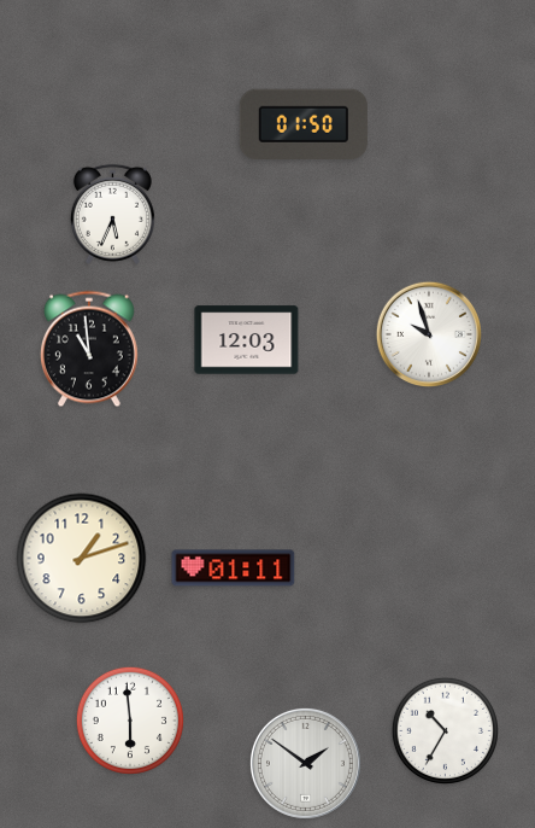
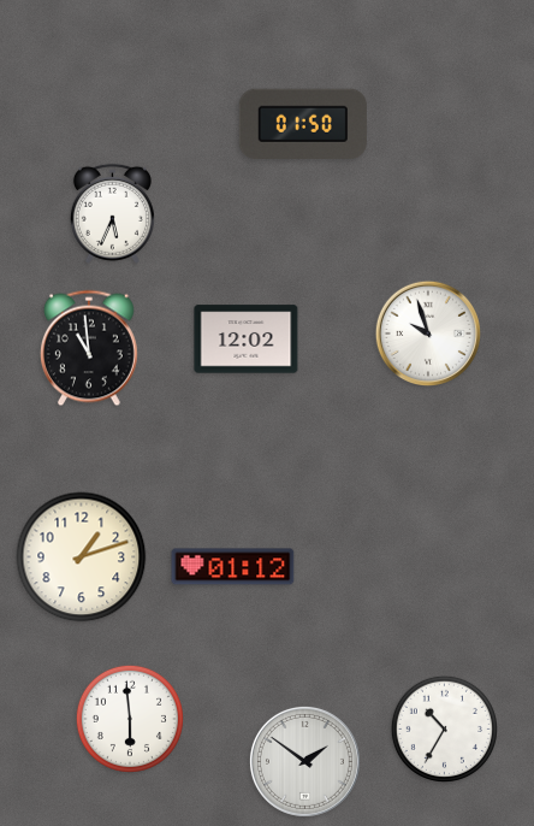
clock at (247, 340): 12:03 -> 12:02
clock at (234, 568): 01:11 -> 01:12
